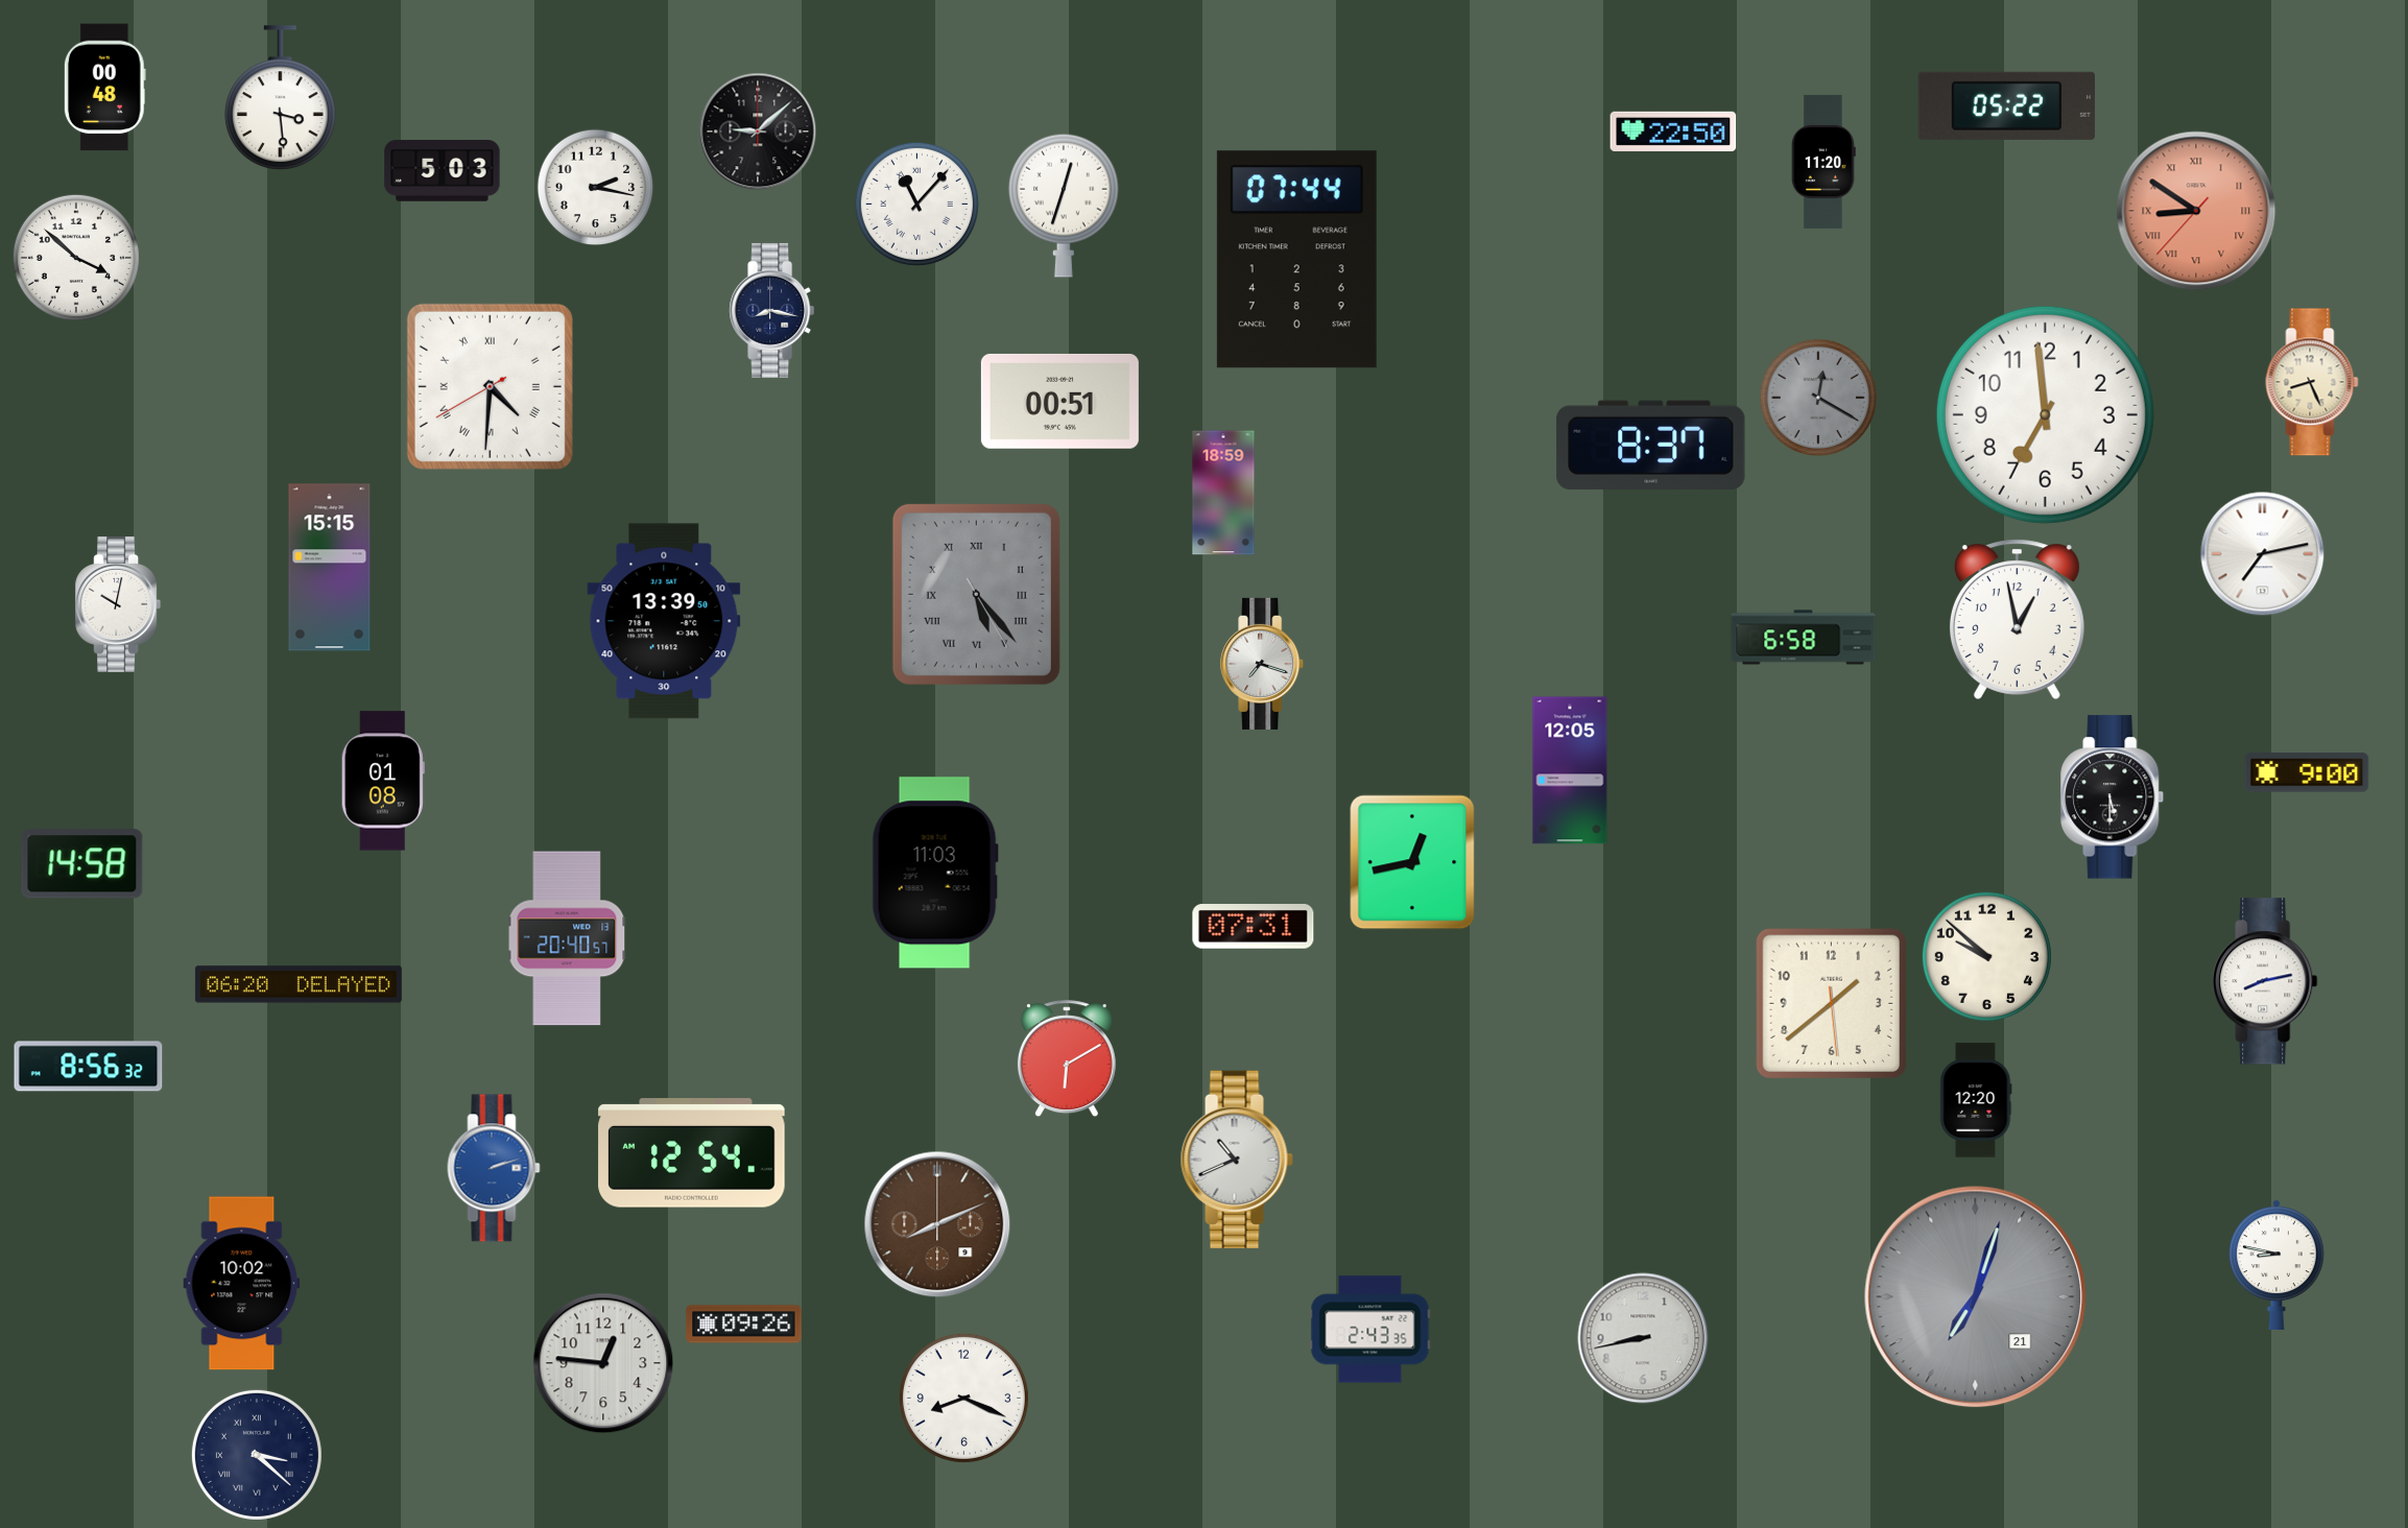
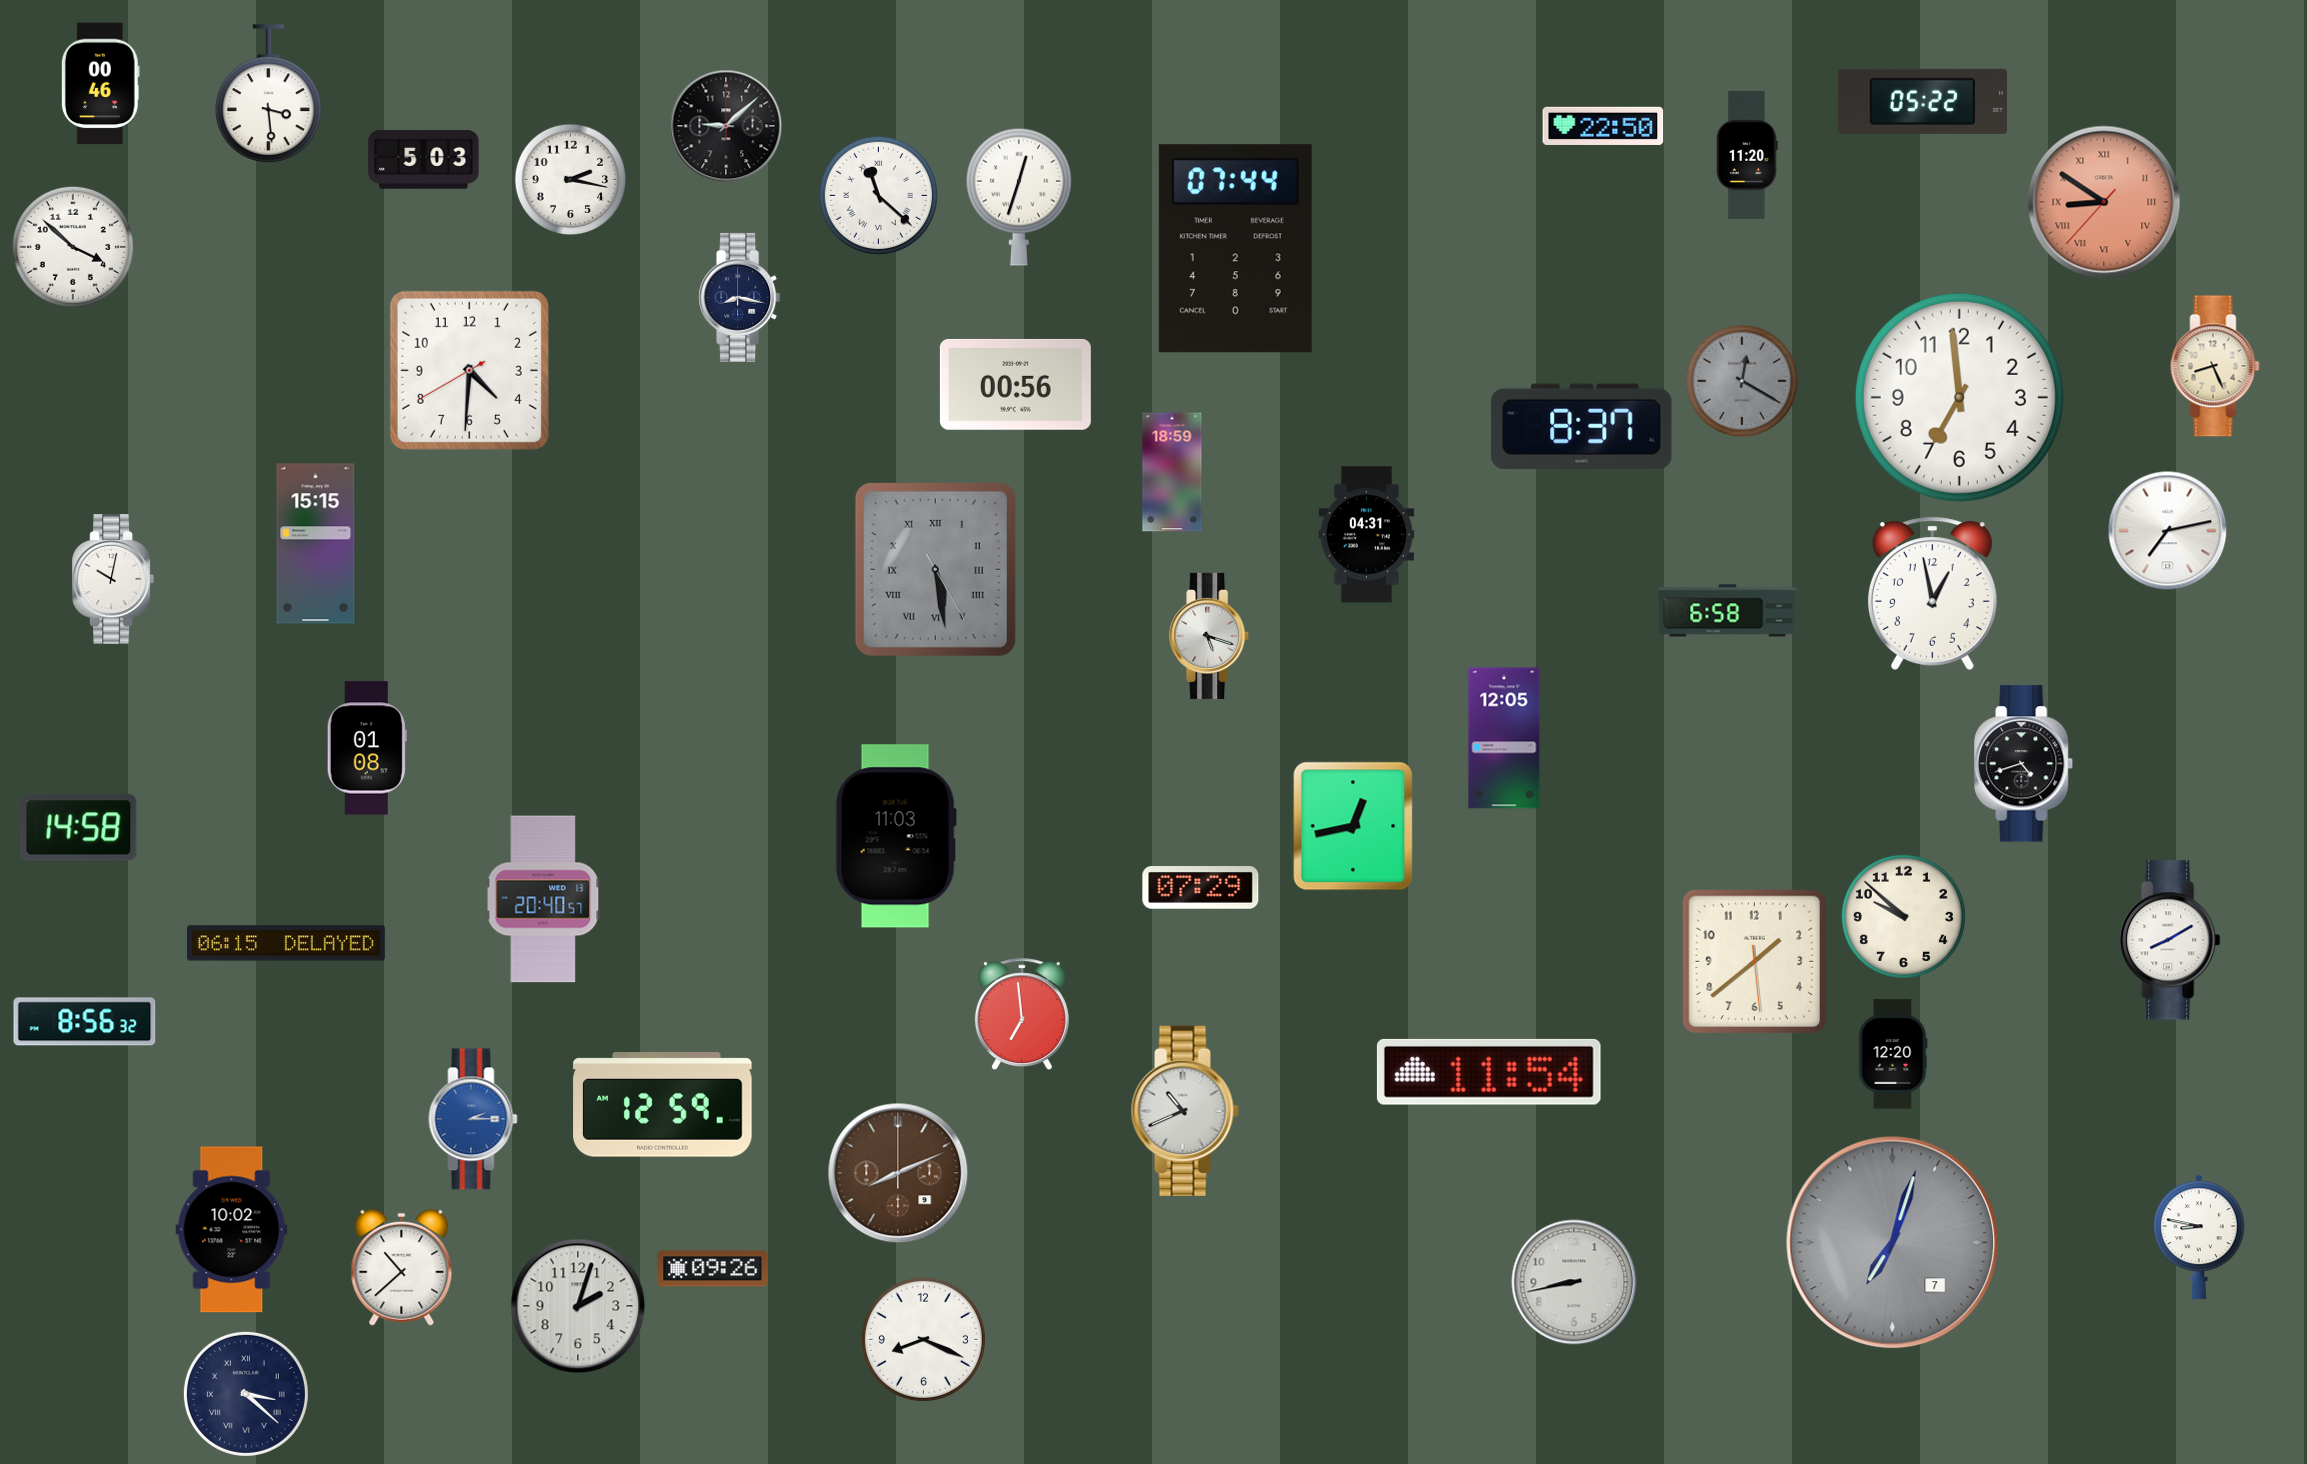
clock at (104, 88): 00:48 -> 00:46
clock at (443, 171) position: (443, 171) -> (424, 160)
clock at (916, 204): 11:07 -> 11:22
clock at (1296, 260) position: (1296, 260) -> (1235, 249)
clock at (490, 386) numerals: Roman -> Arabic
clock at (1059, 401): 00:51 -> 00:56
clock at (1367, 535): none -> 04:31
clock at (976, 594): 5:23 -> 5:28
clock at (664, 621): 13:39 -> none
clock at (1263, 664): 7:18 -> 5:18
clock at (2307, 772): 9:00 -> none
clock at (2113, 797): 5:30 -> 4:42
clock at (1254, 927): 07:31 -> 07:29
clock at (2265, 981): 8:13 -> 8:10
clock at (299, 984): 06:20 -> 06:15
clock at (1067, 1059): 6:10 -> 6:59
clock at (1489, 1072): none -> 11:54
clock at (692, 1153): 12:54 -> 12:59
clock at (494, 1168): 2:12 -> 2:15
clock at (2276, 1264) position: (2276, 1264) -> (2199, 1236)
clock at (1976, 1297) date: 21 -> 7
clock at (402, 1267): none -> 10:38
clock at (1370, 1330): 2:43 -> none
clock at (603, 1363): 12:46 -> 2:03
